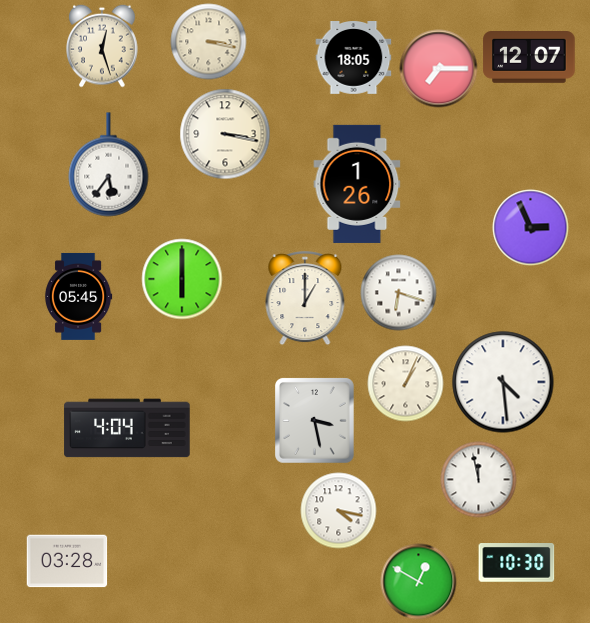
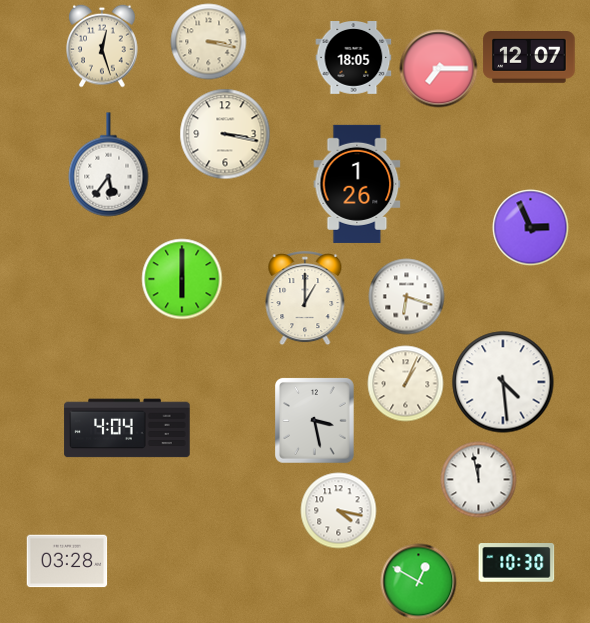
clock at (399, 293) position: (399, 293) -> (407, 297)
clock at (78, 296): 05:45 -> none
